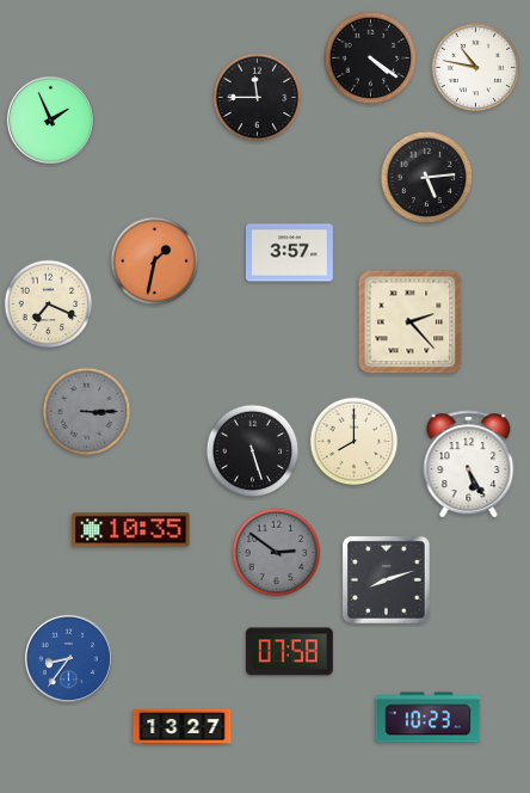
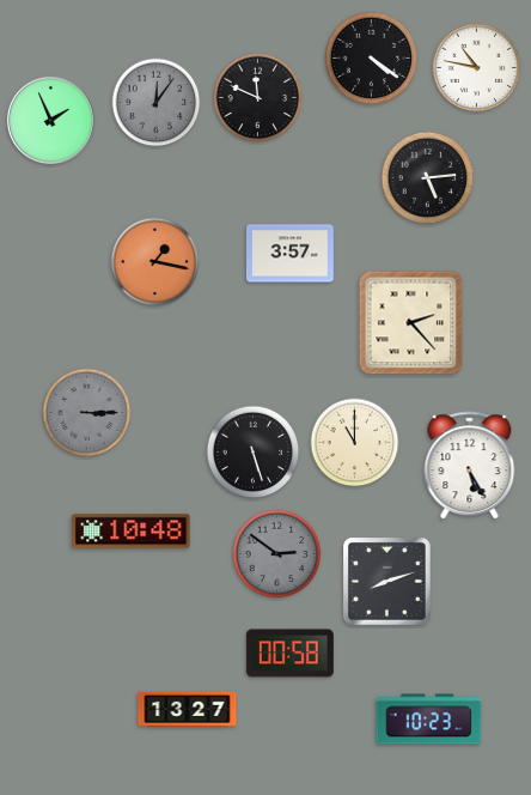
clock at (258, 98): 11:45 -> 11:49
clock at (157, 103): none -> 12:06
clock at (155, 262): 1:32 -> 1:17
clock at (49, 305): 7:19 -> none
clock at (355, 442): 8:00 -> 11:00
clock at (131, 530): 10:35 -> 10:48
clock at (289, 652): 07:58 -> 00:58
clock at (68, 658): 8:36 -> none
clock at (183, 726) position: (183, 726) -> (188, 709)
